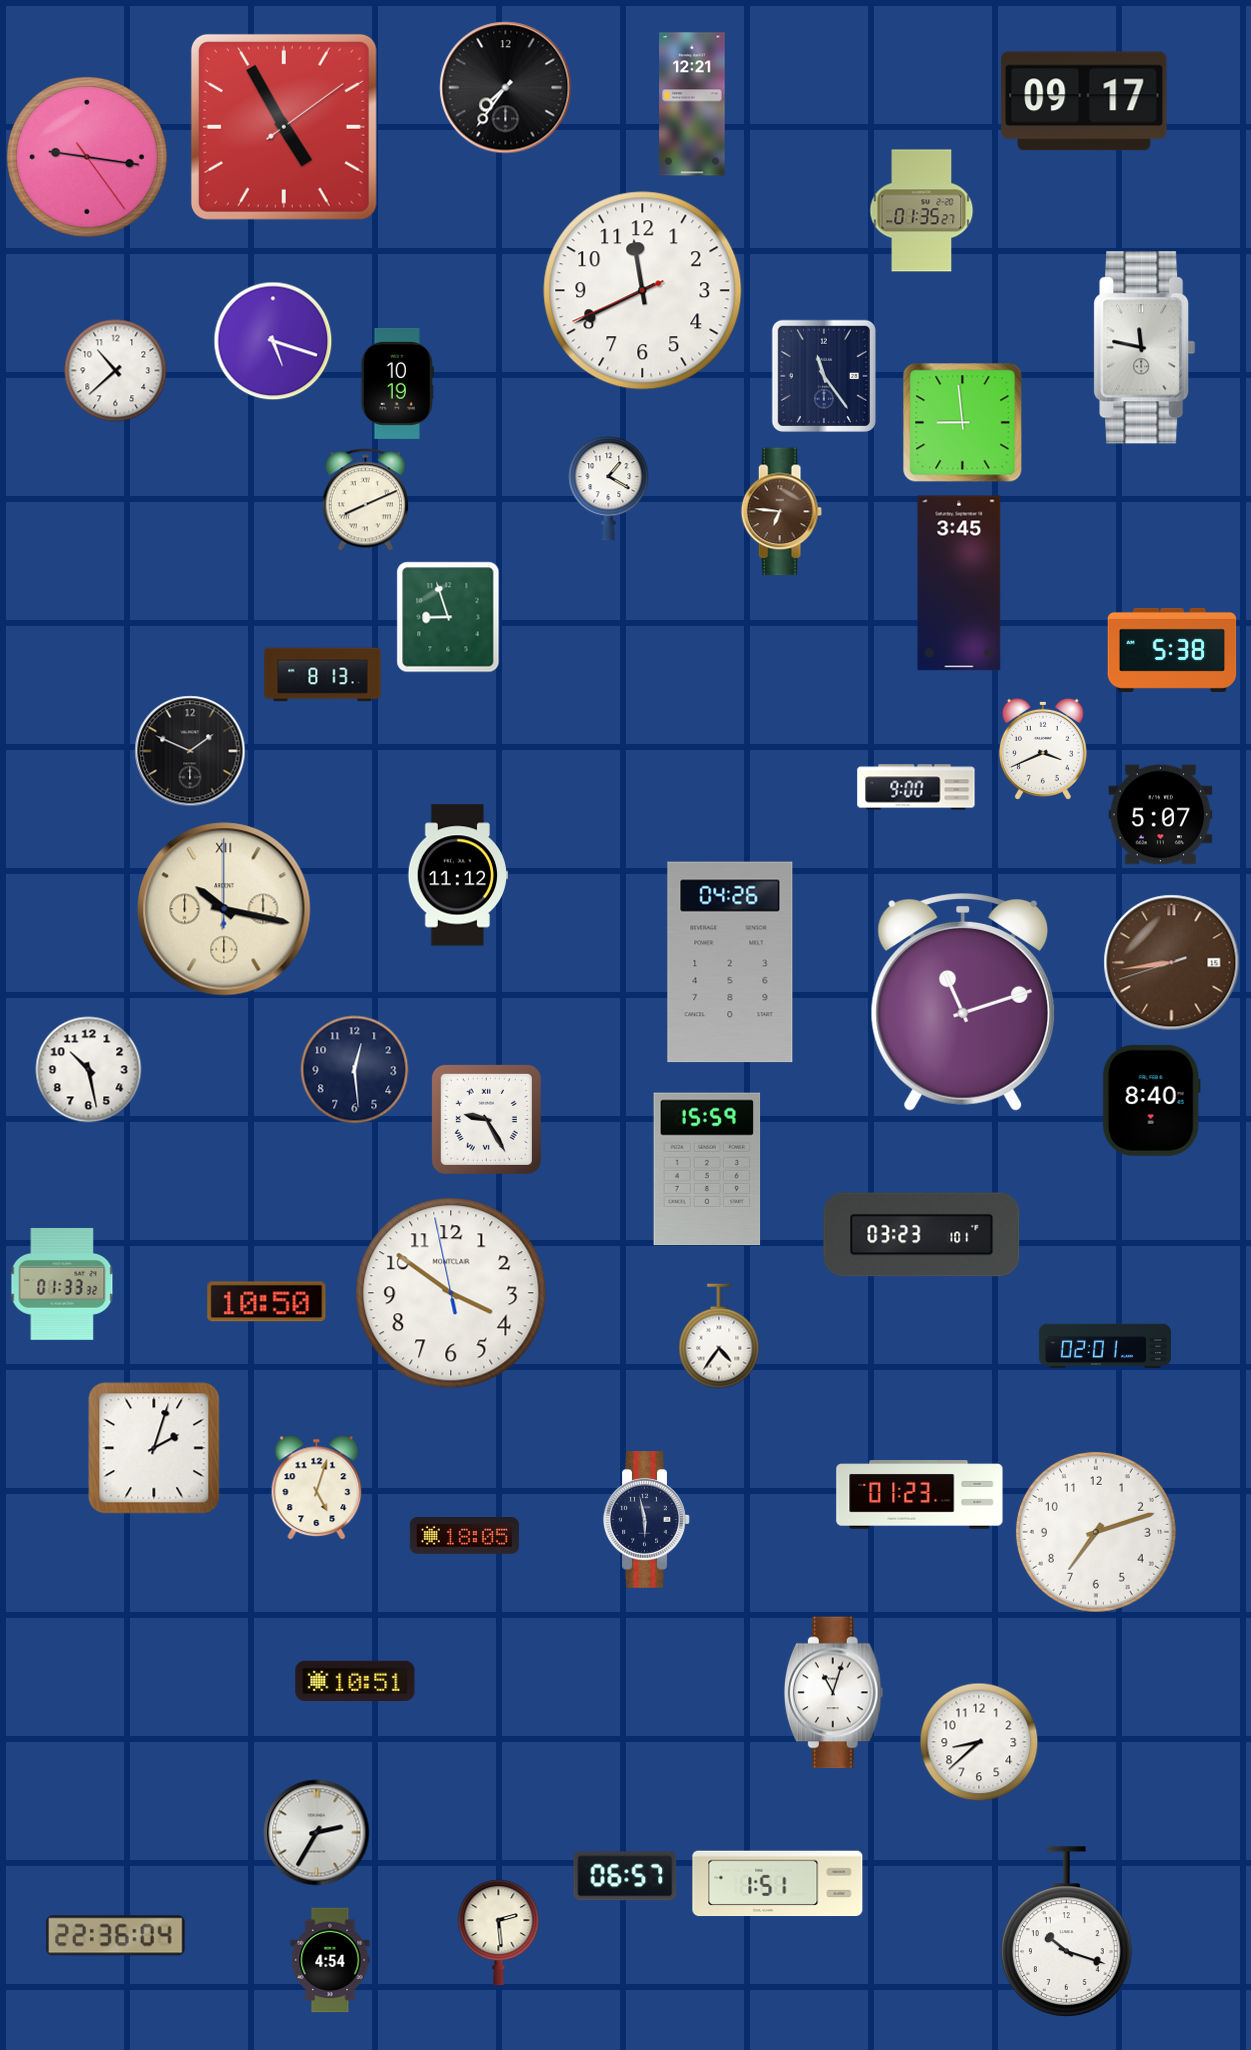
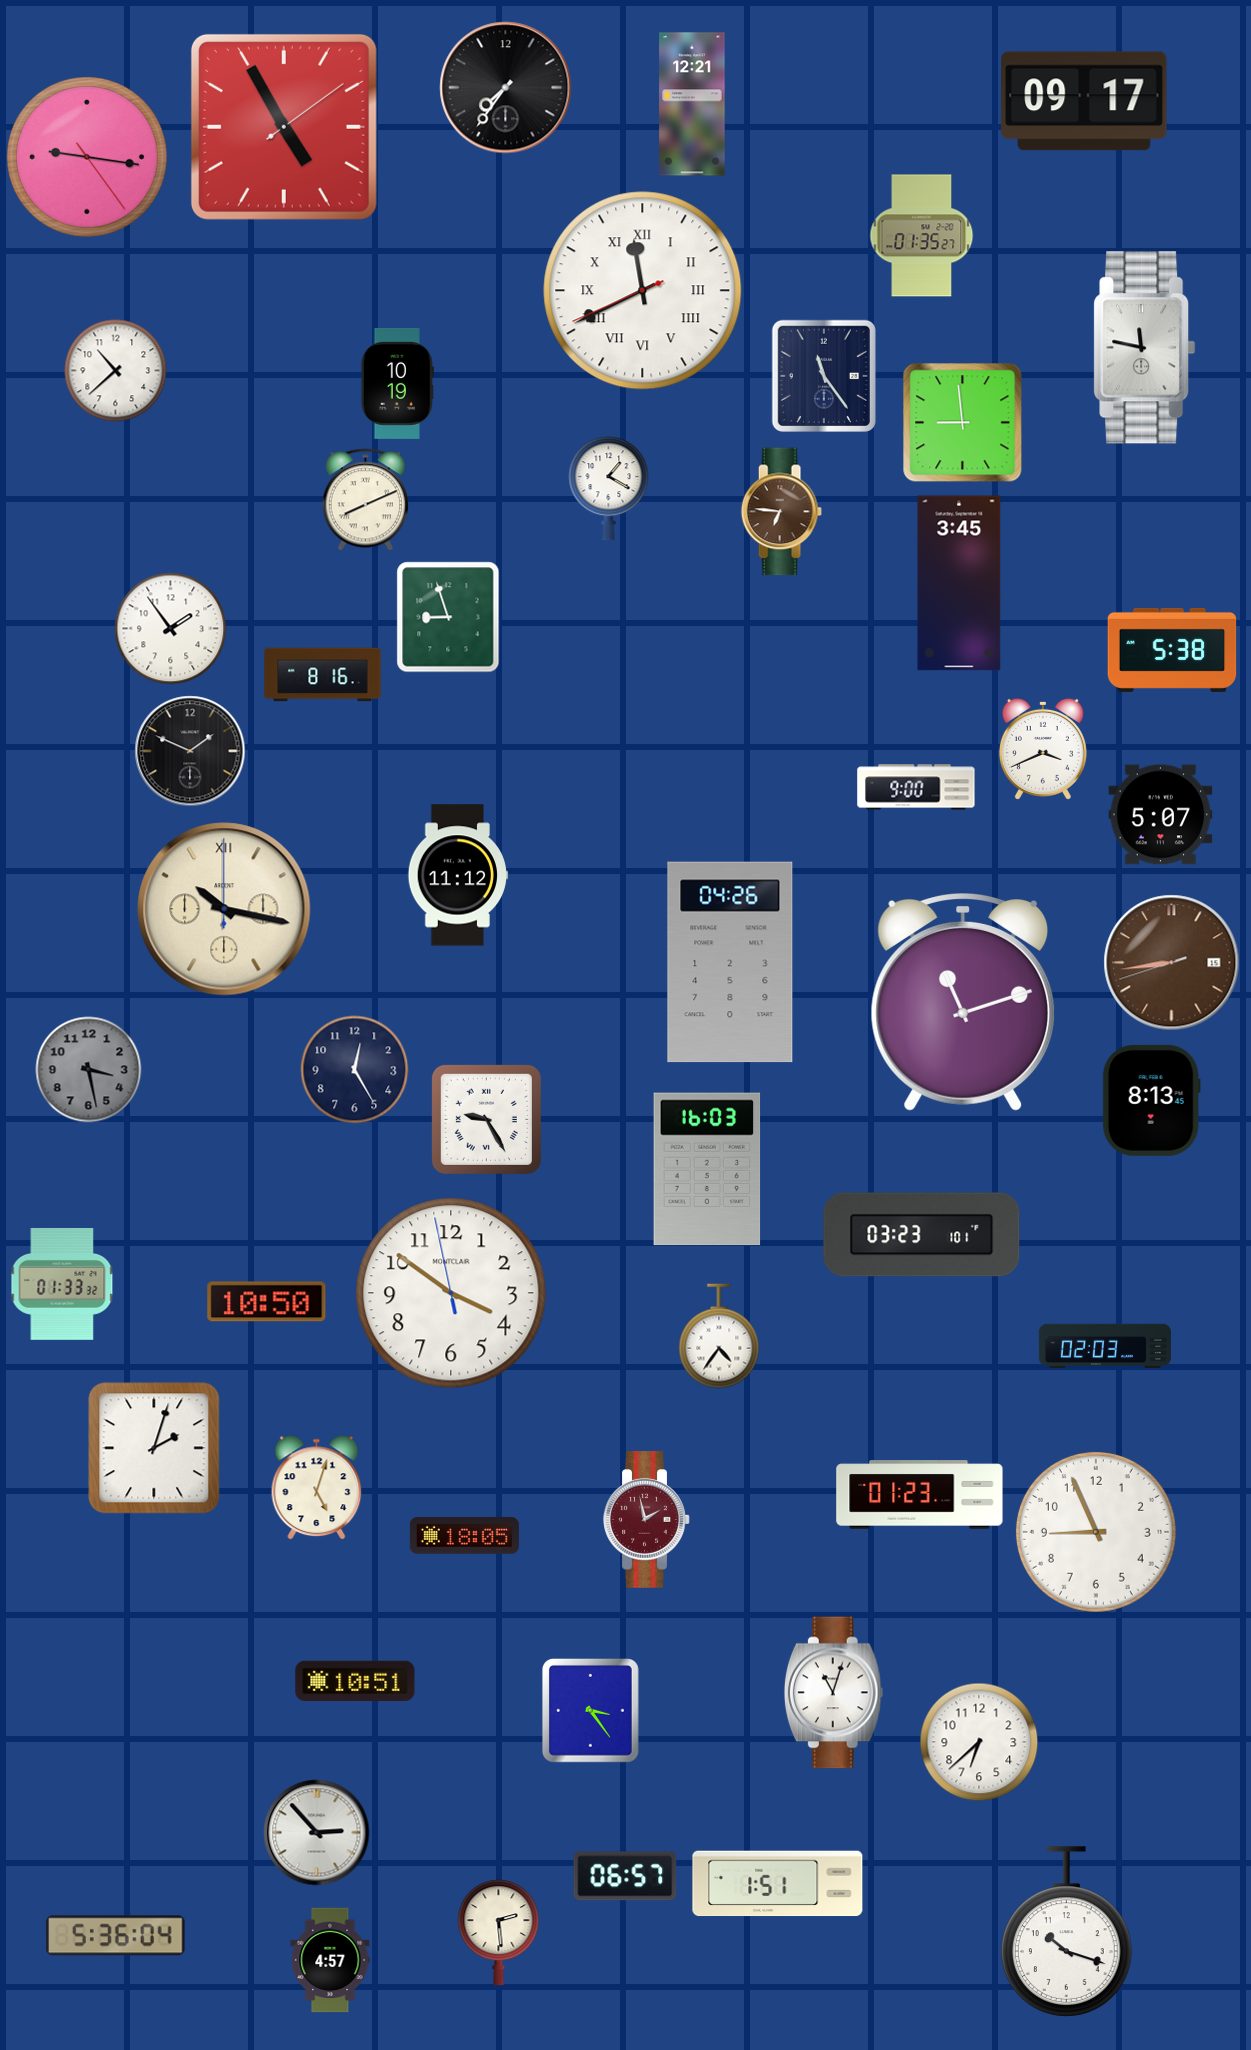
clock at (922, 211) position: (922, 211) -> (922, 236)
clock at (643, 291) numerals: Arabic -> Roman
clock at (273, 341): 5:18 -> none
clock at (171, 629): none -> 1:54
clock at (323, 675): 8:13 -> 8:16
clock at (89, 1070): 10:28 -> 3:28
clock at (89, 1070) dial: white -> grey
clock at (355, 1070): 12:29 -> 12:25
clock at (1151, 1100): 8:40 -> 8:13
clock at (707, 1169): 15:59 -> 16:03
clock at (1105, 1346): 02:01 -> 02:03
clock at (647, 1520): 5:58 -> 1:58
clock at (647, 1520) dial: navy -> burgundy
clock at (1096, 1532): 7:12 -> 8:56
clock at (590, 1710): none -> 3:24
clock at (979, 1742): 8:38 -> 6:38
clock at (317, 1833): 2:35 -> 2:53
clock at (116, 1936): 22:36 -> 5:36
clock at (330, 1960): 4:54 -> 4:57
